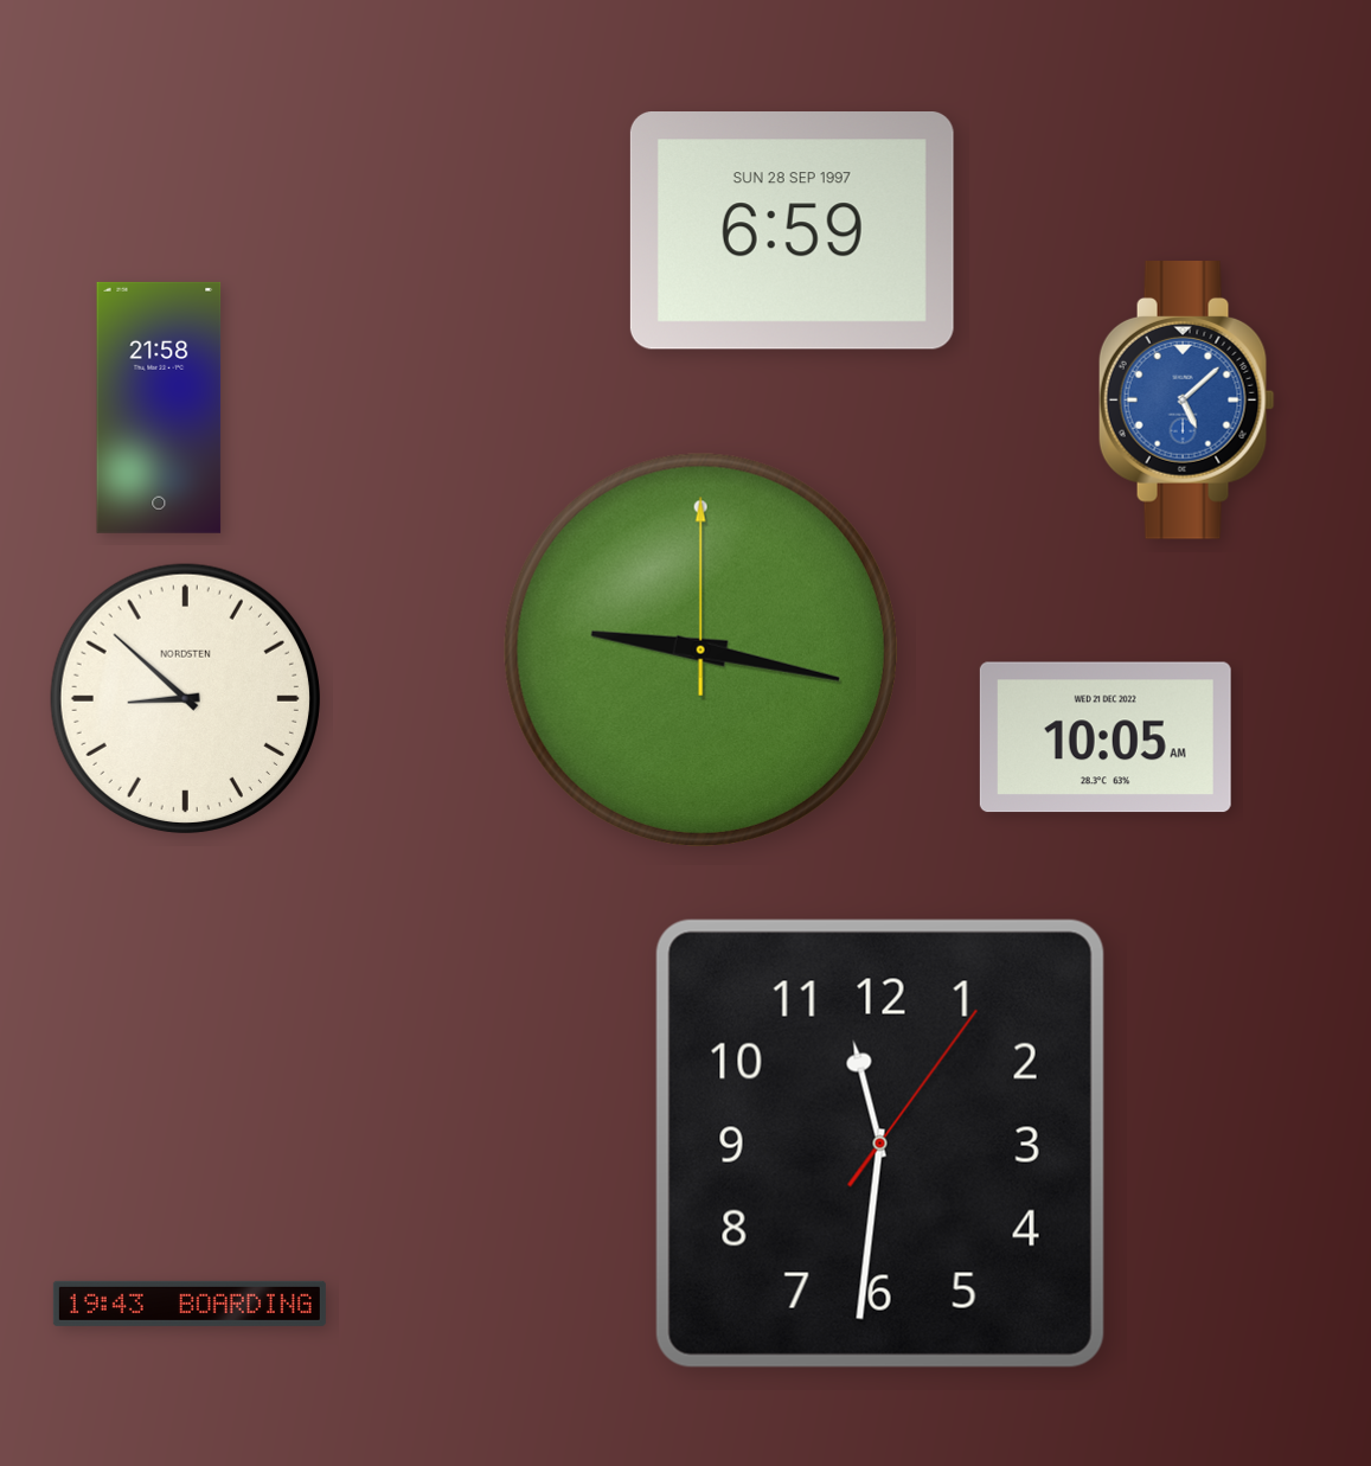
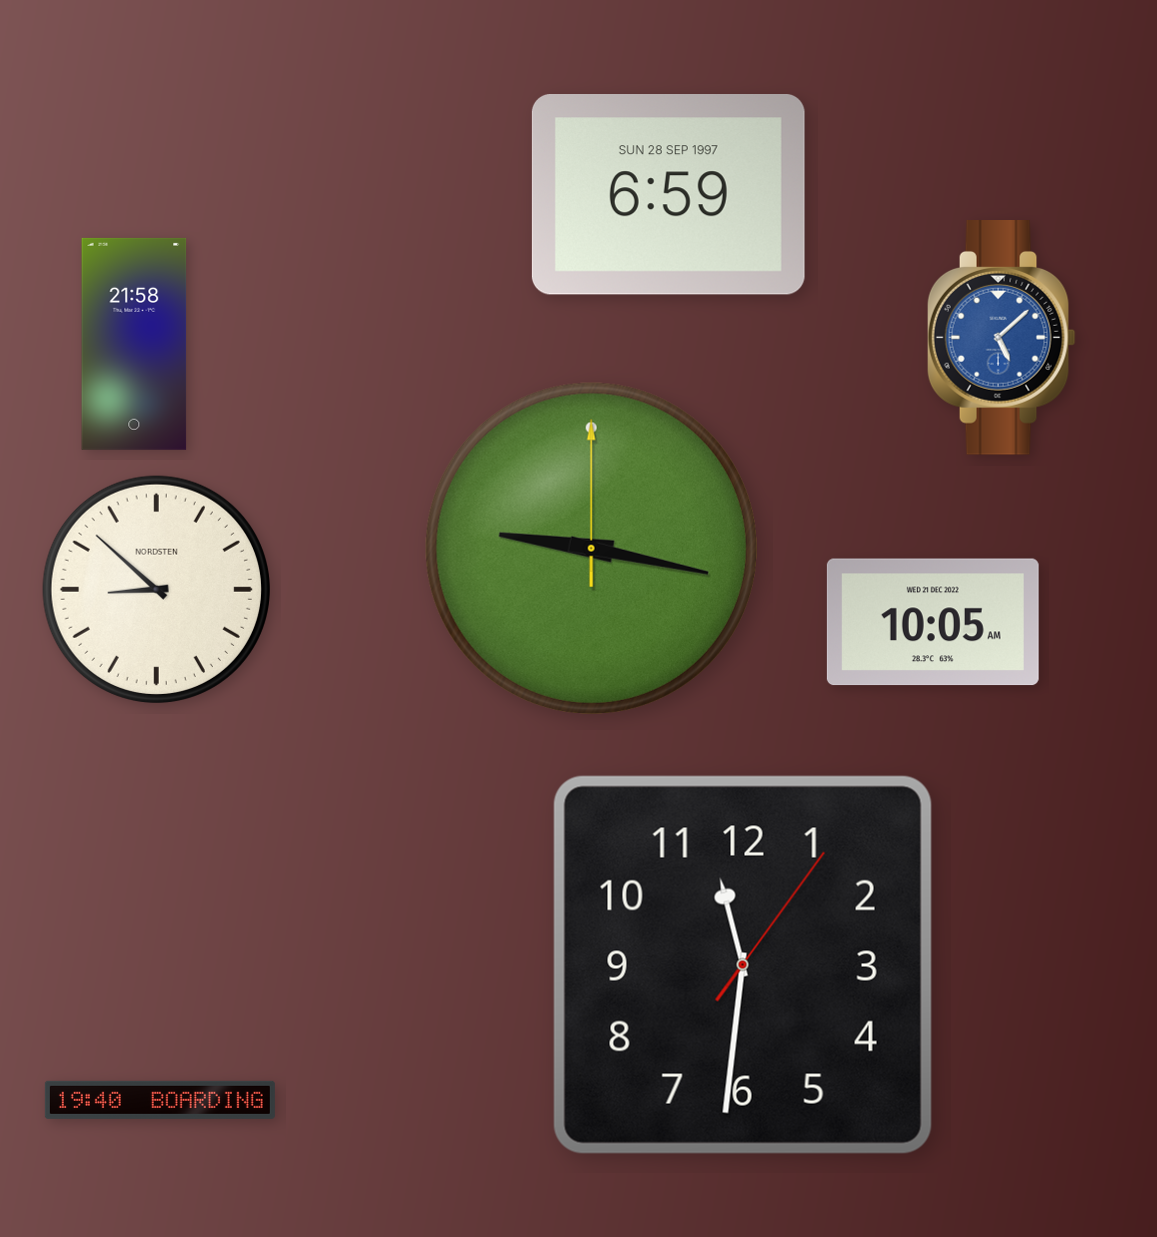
clock at (190, 1304): 19:43 -> 19:40
